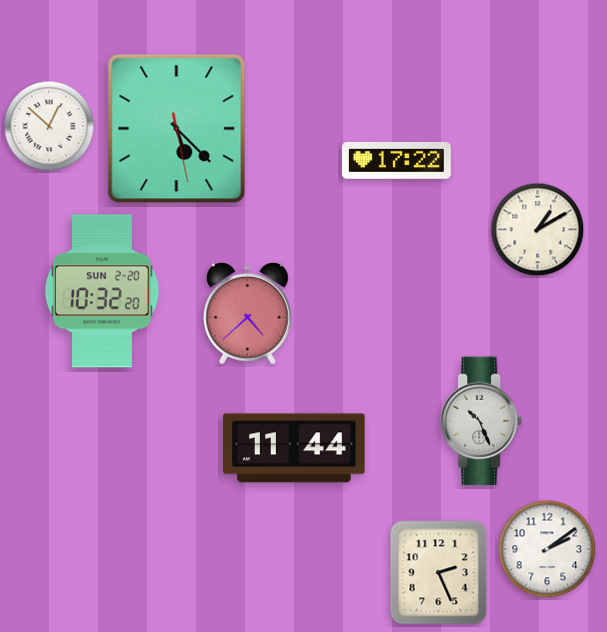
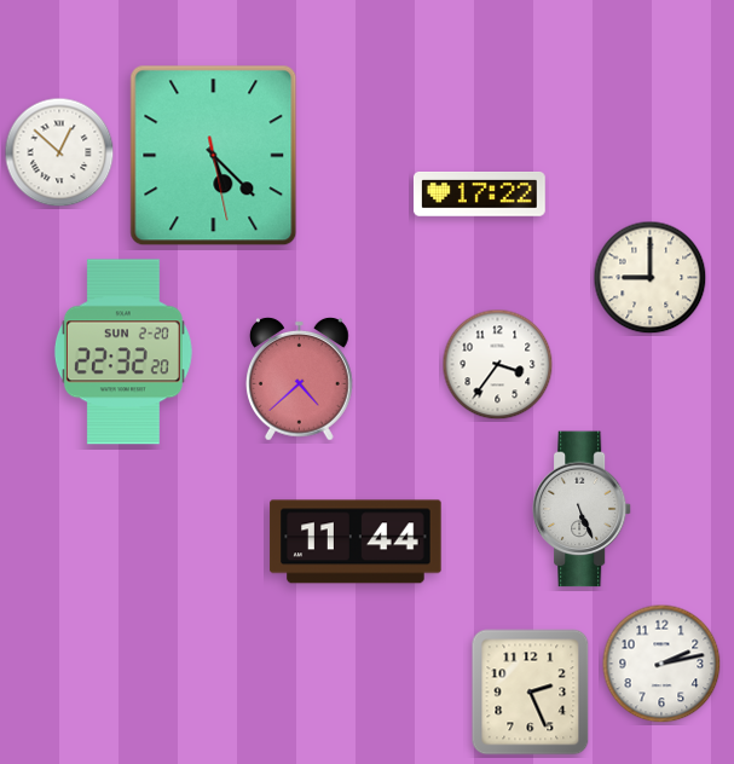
clock at (538, 230): 1:10 -> 9:00
clock at (102, 291): 10:32 -> 22:32
clock at (498, 365): none -> 3:36
clock at (481, 421): 10:26 -> 5:26
clock at (547, 549): 2:09 -> 2:13
